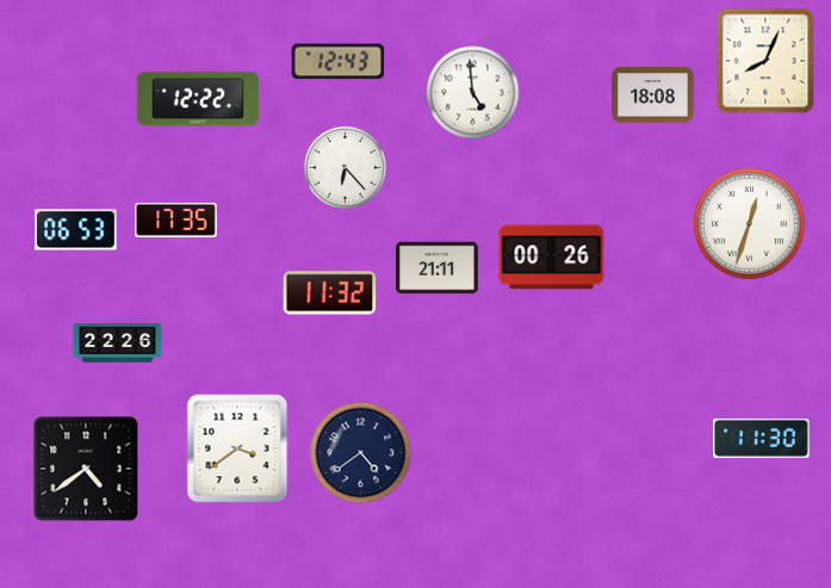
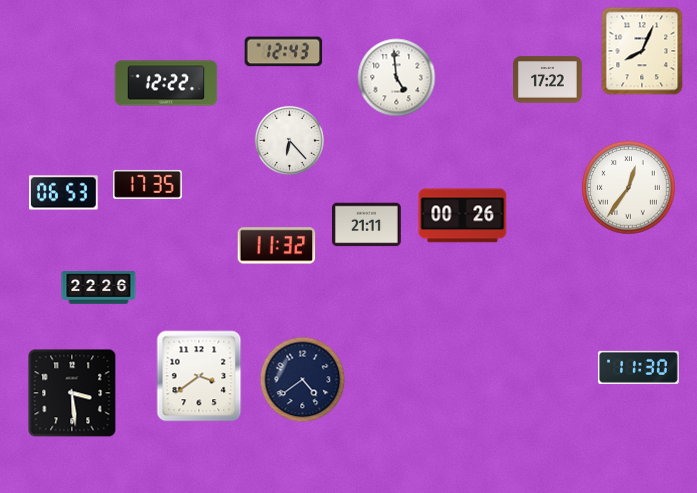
clock at (653, 95): 18:08 -> 17:22
clock at (750, 224): 12:33 -> 12:36
clock at (86, 469): 4:39 -> 3:29
